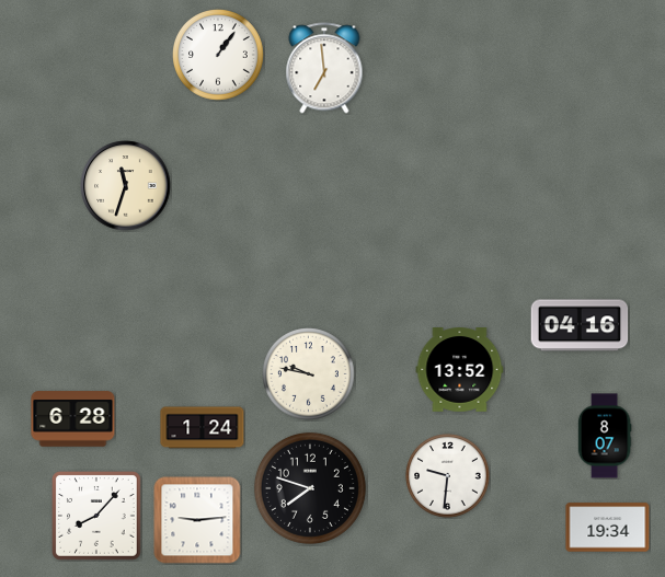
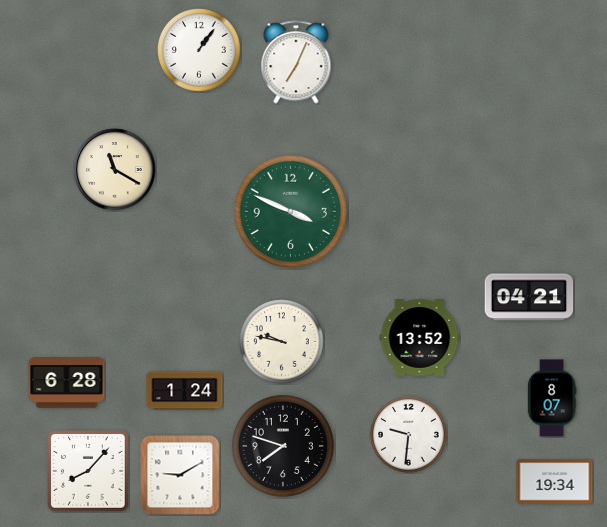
clock at (324, 68): 6:59 -> 7:04
clock at (126, 186): 11:33 -> 11:20
clock at (290, 211): none -> 3:49
clock at (580, 325): 04:16 -> 04:21
clock at (197, 520): 9:14 -> 9:10
